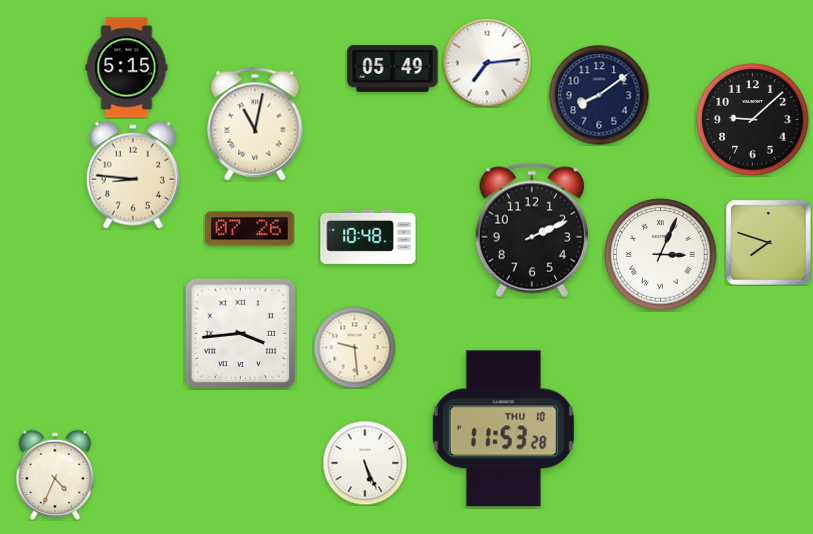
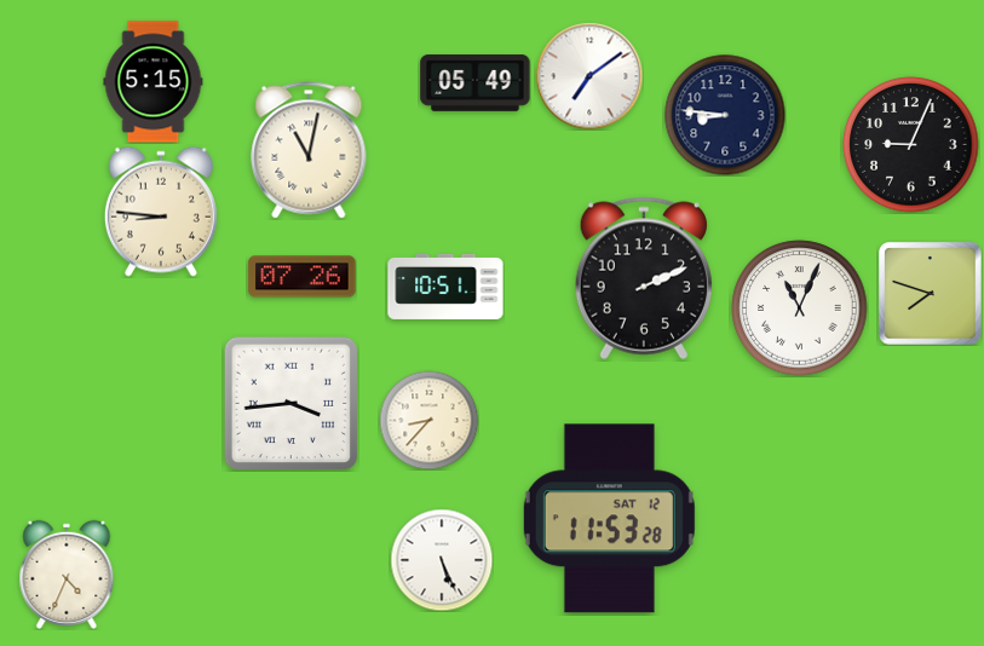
clock at (487, 63): 7:14 -> 7:09
clock at (599, 95): 8:09 -> 8:46
clock at (753, 120): 9:08 -> 9:04
clock at (368, 237): 10:48 -> 10:51
clock at (661, 255): 3:04 -> 11:04
clock at (354, 347): 9:29 -> 8:37
clock at (503, 429) date: THU 10 -> SAT 12
